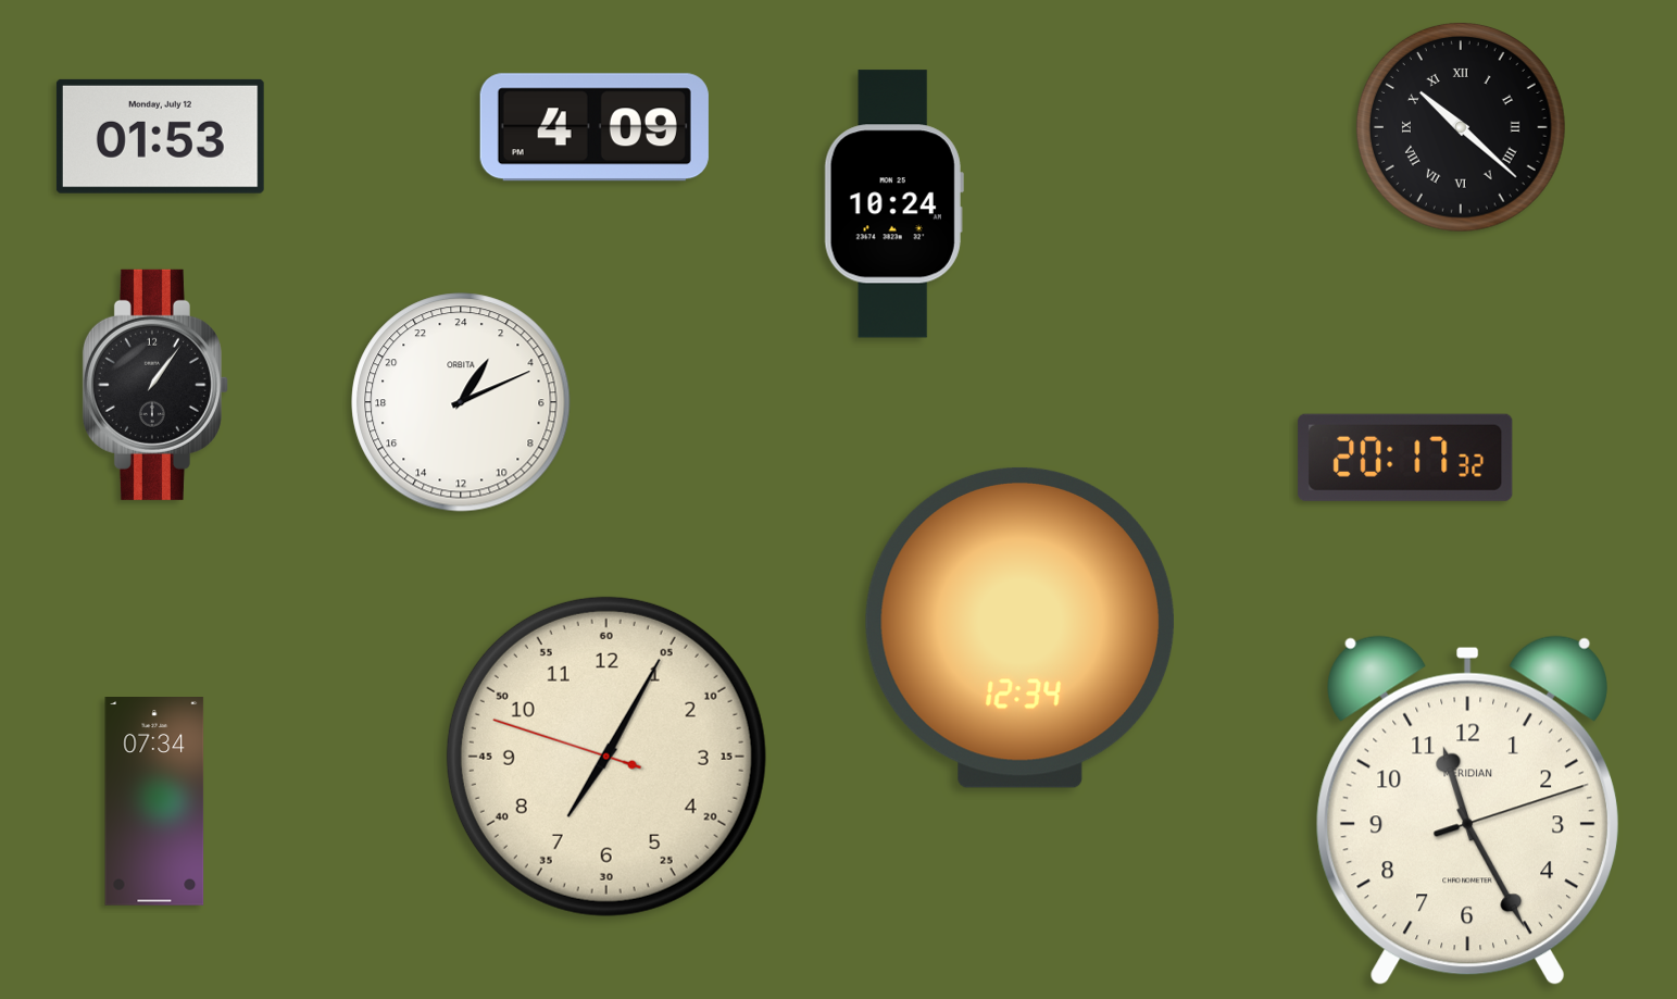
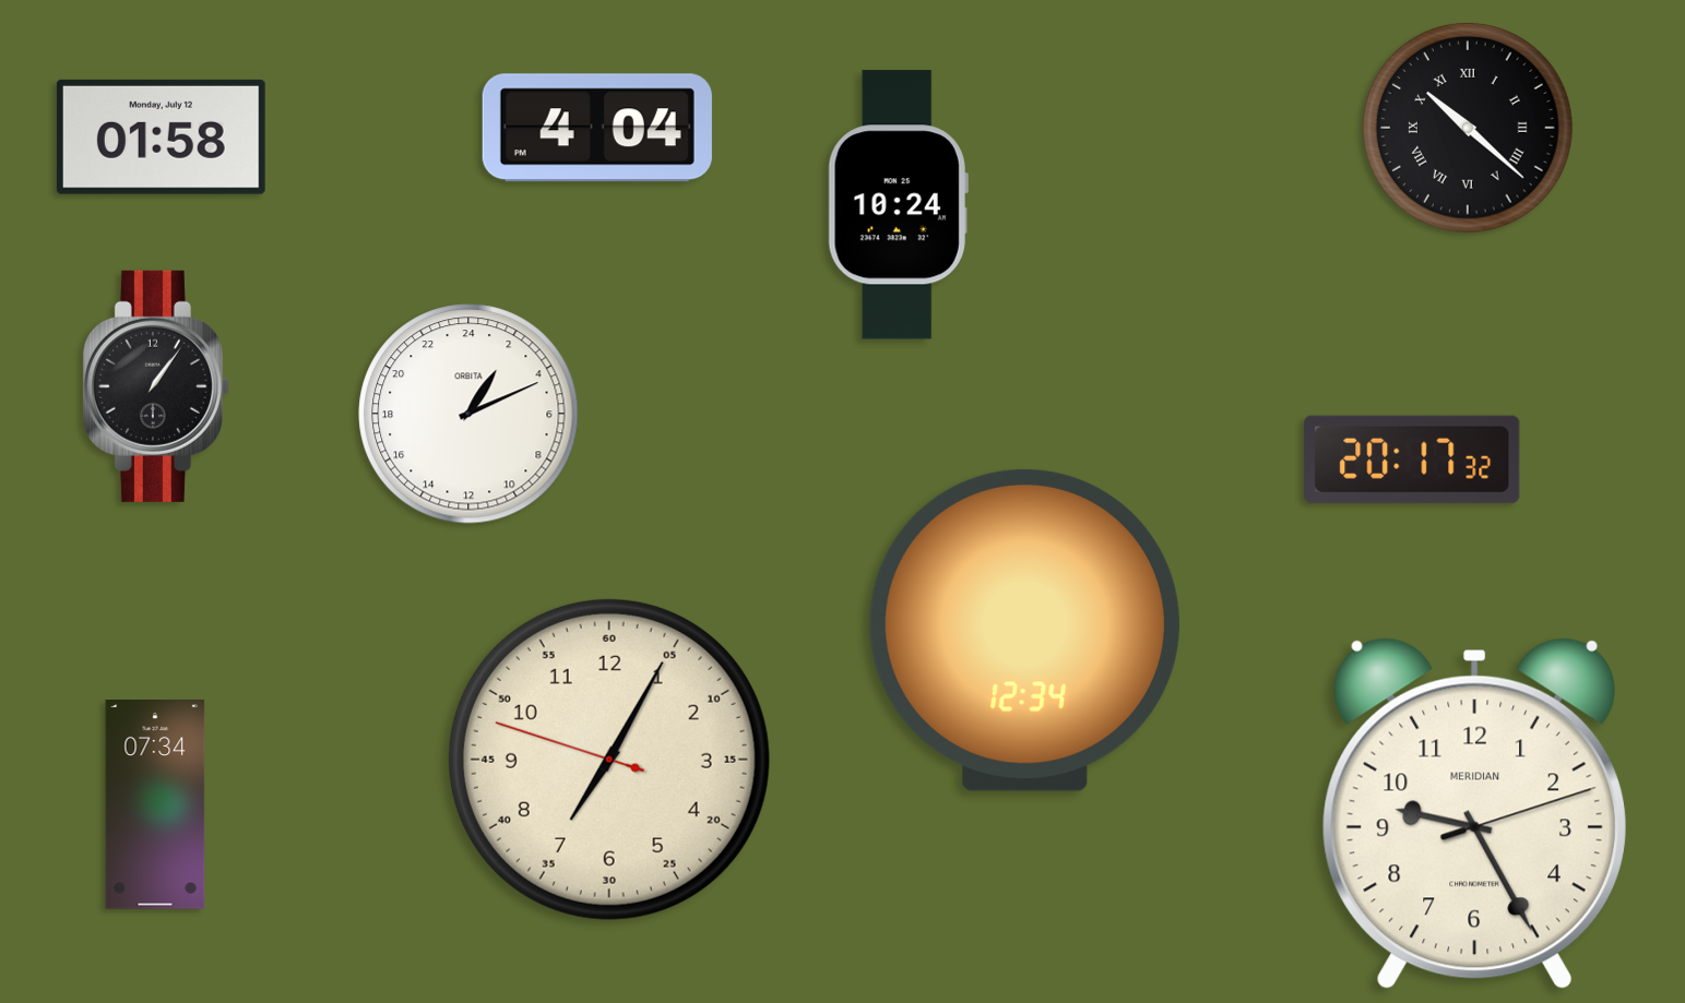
clock at (595, 127): 4:09 -> 4:04
clock at (160, 136): 01:53 -> 01:58
clock at (461, 402) position: (461, 402) -> (468, 414)
clock at (1467, 811): 11:25 -> 9:25
